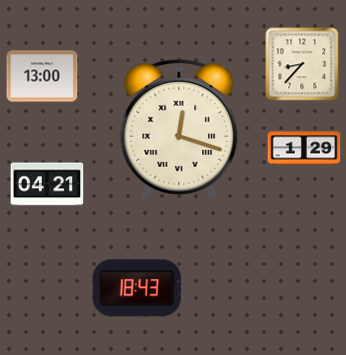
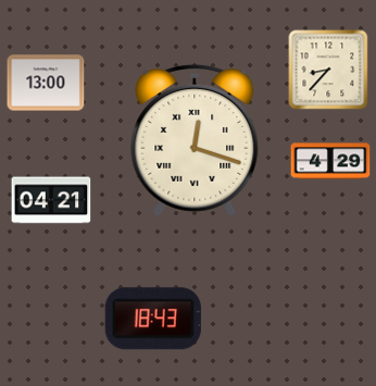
clock at (304, 148): 1:29 -> 4:29
clock at (137, 288) position: (137, 288) -> (153, 319)
